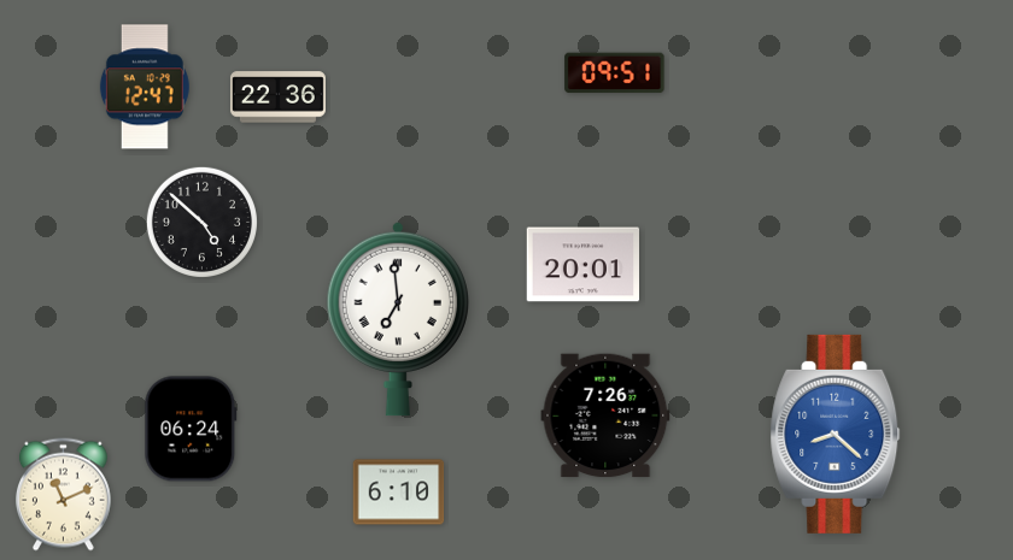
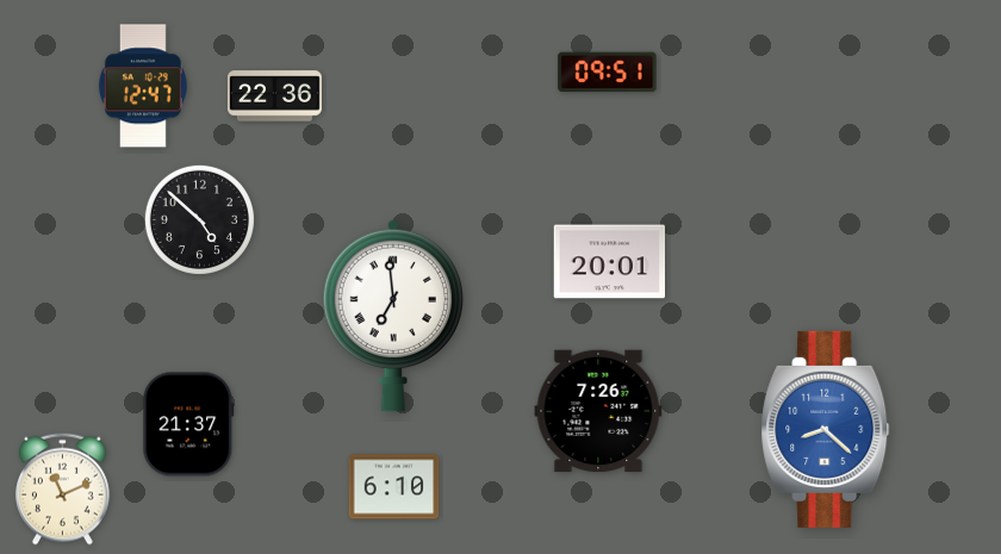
clock at (584, 265) position: (584, 265) -> (610, 262)
clock at (191, 429): 06:24 -> 21:37
